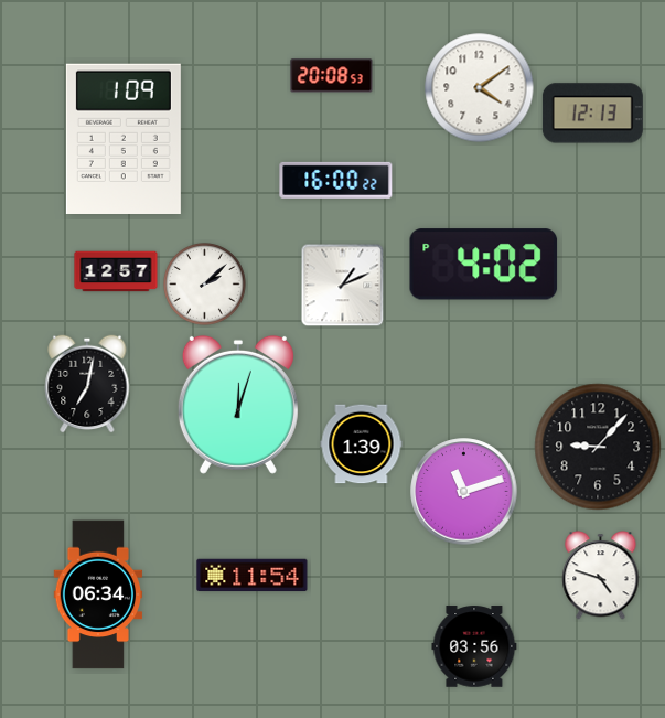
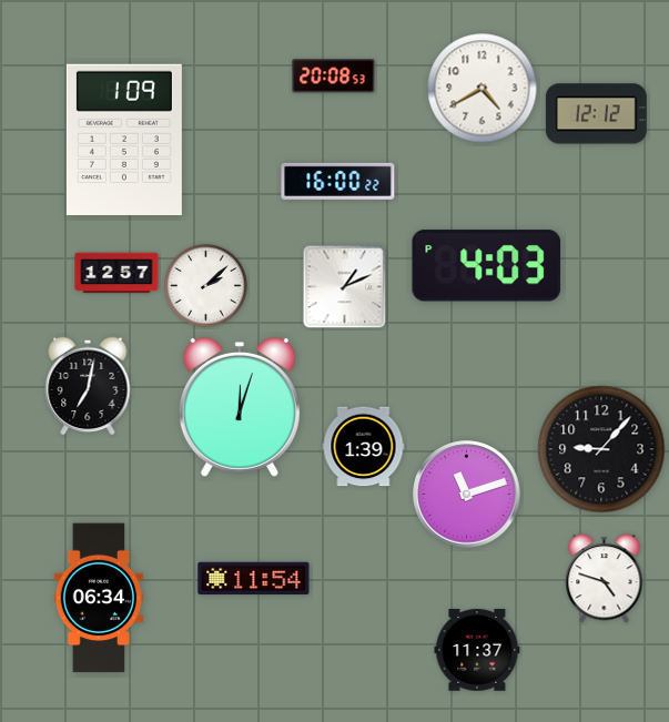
clock at (480, 88): 4:09 -> 4:40
clock at (592, 114): 12:13 -> 12:12
clock at (484, 265): 4:02 -> 4:03
clock at (474, 646): 03:56 -> 11:37
